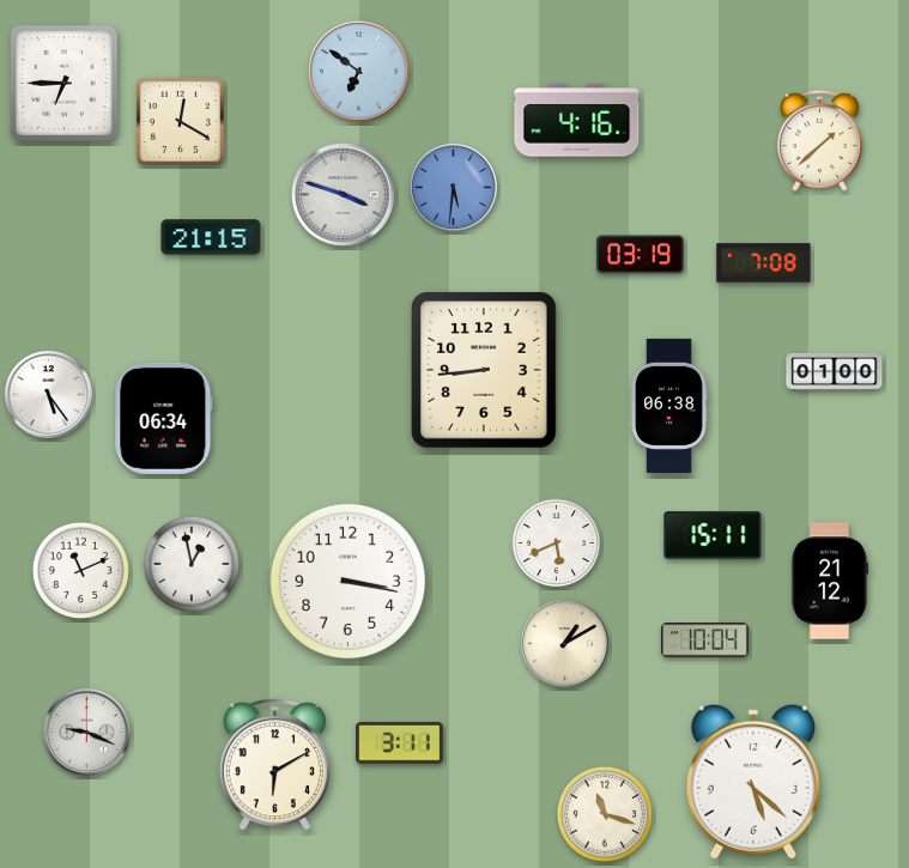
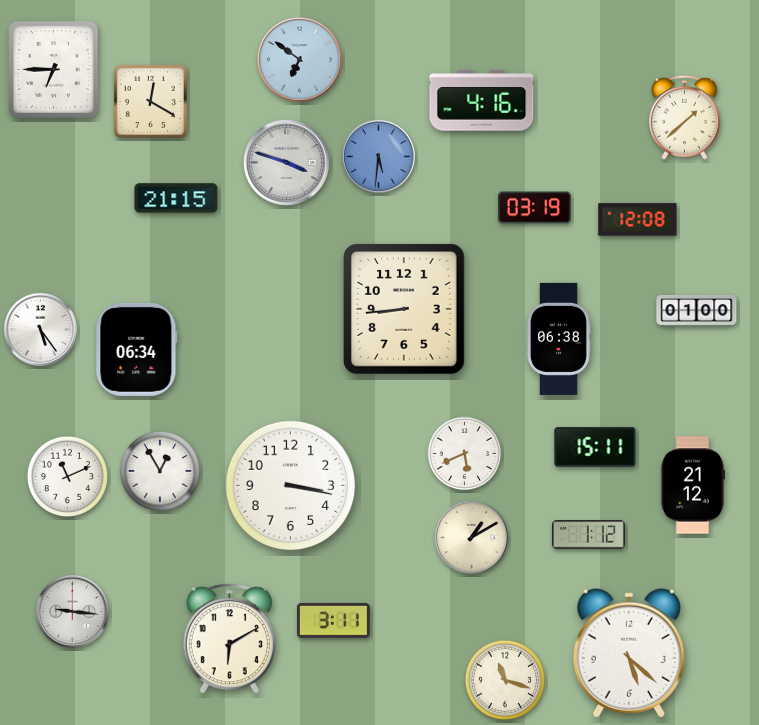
clock at (640, 255) position: (640, 255) -> (534, 208)
clock at (764, 263): 7:08 -> 12:08
clock at (190, 563): 12:58 -> 12:55
clock at (704, 641): 10:04 -> 1:12
clock at (86, 732): 9:19 -> 9:16
